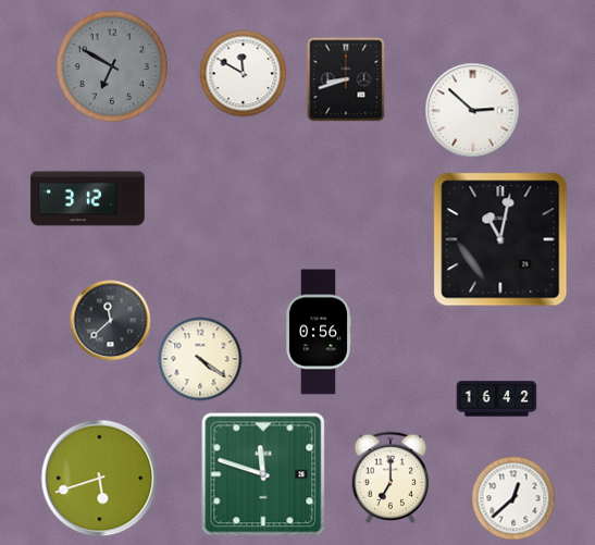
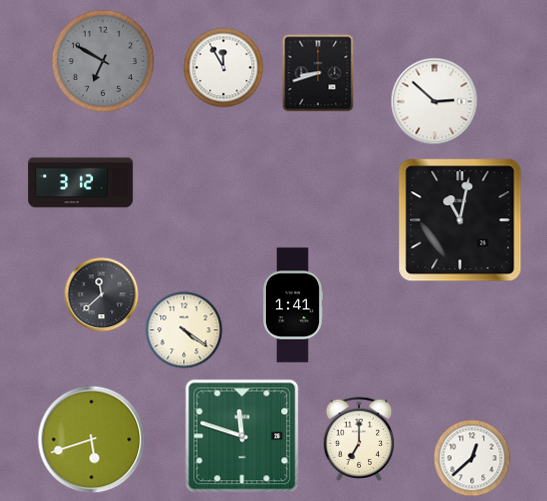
clock at (244, 74): 11:50 -> 11:55
clock at (319, 332): 0:56 -> 1:41
clock at (497, 399): 16:42 -> none
